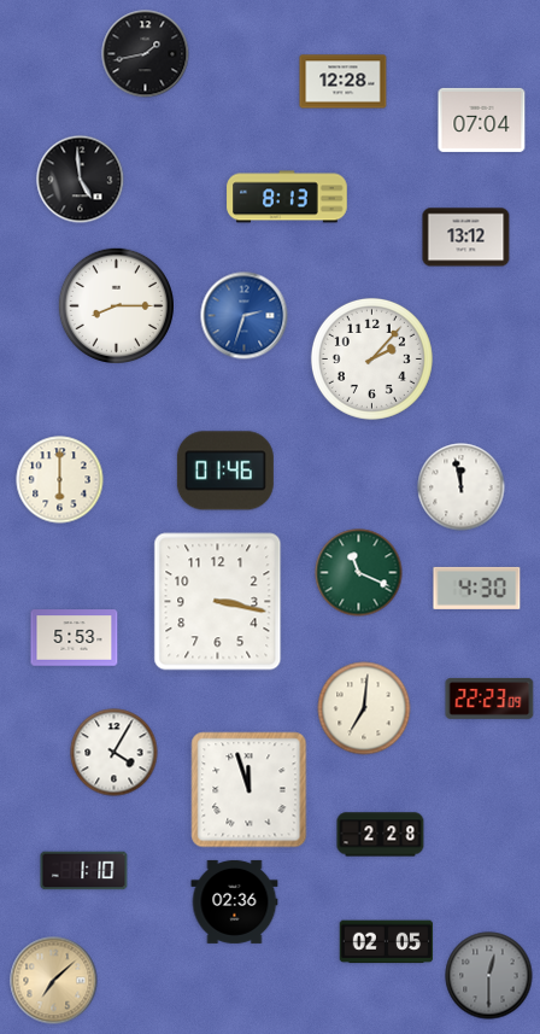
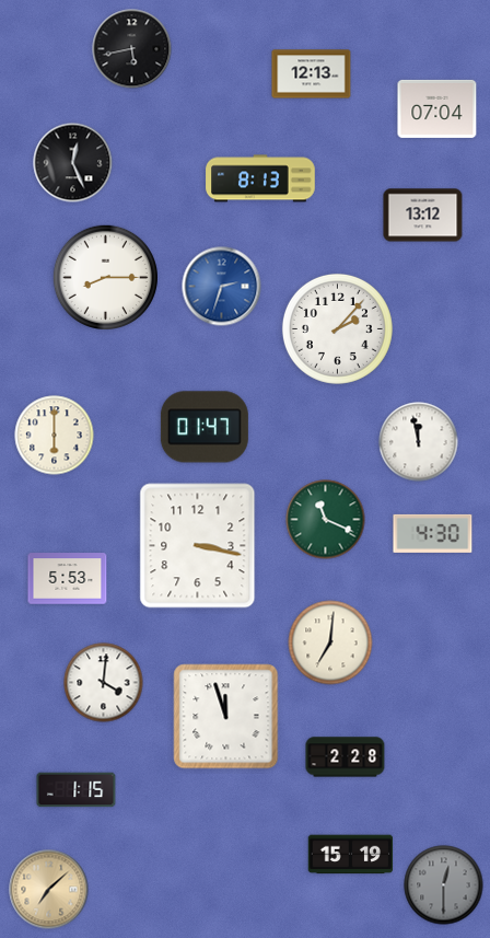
clock at (146, 54): 1:43 -> 5:43
clock at (344, 82): 12:28 -> 12:13
clock at (81, 180): 4:59 -> 12:26
clock at (371, 358) position: (371, 358) -> (337, 328)
clock at (225, 471): 01:46 -> 01:47
clock at (489, 699): 22:23 -> none
clock at (115, 753): 4:05 -> 4:01
clock at (84, 871): 1:10 -> 1:15
clock at (235, 901): 02:36 -> none
clock at (387, 942): 02:05 -> 15:19
